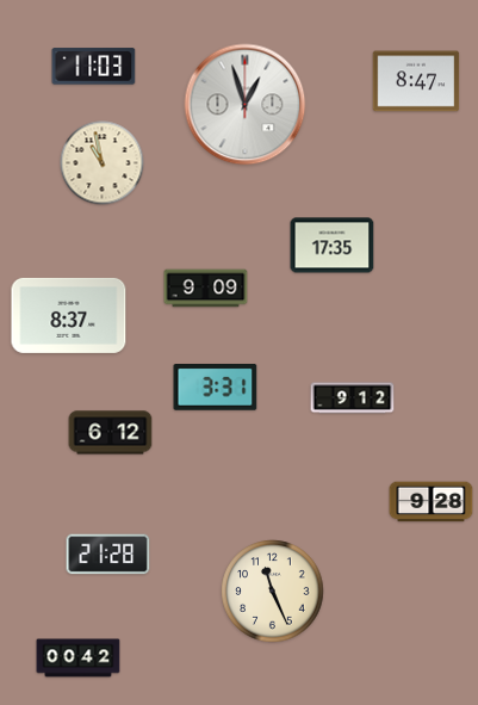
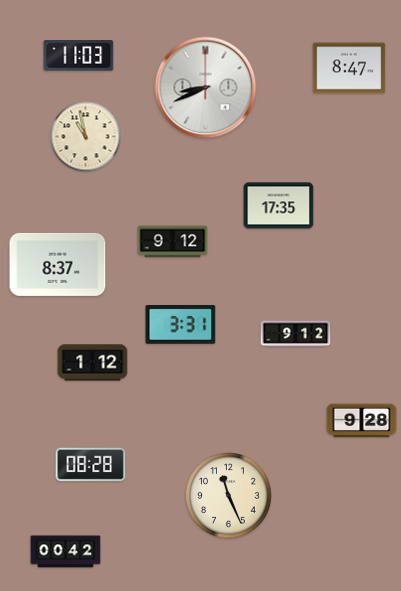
clock at (246, 105): 12:57 -> 8:41
clock at (206, 289): 9:09 -> 9:12
clock at (111, 433): 6:12 -> 1:12
clock at (108, 555): 21:28 -> 08:28
